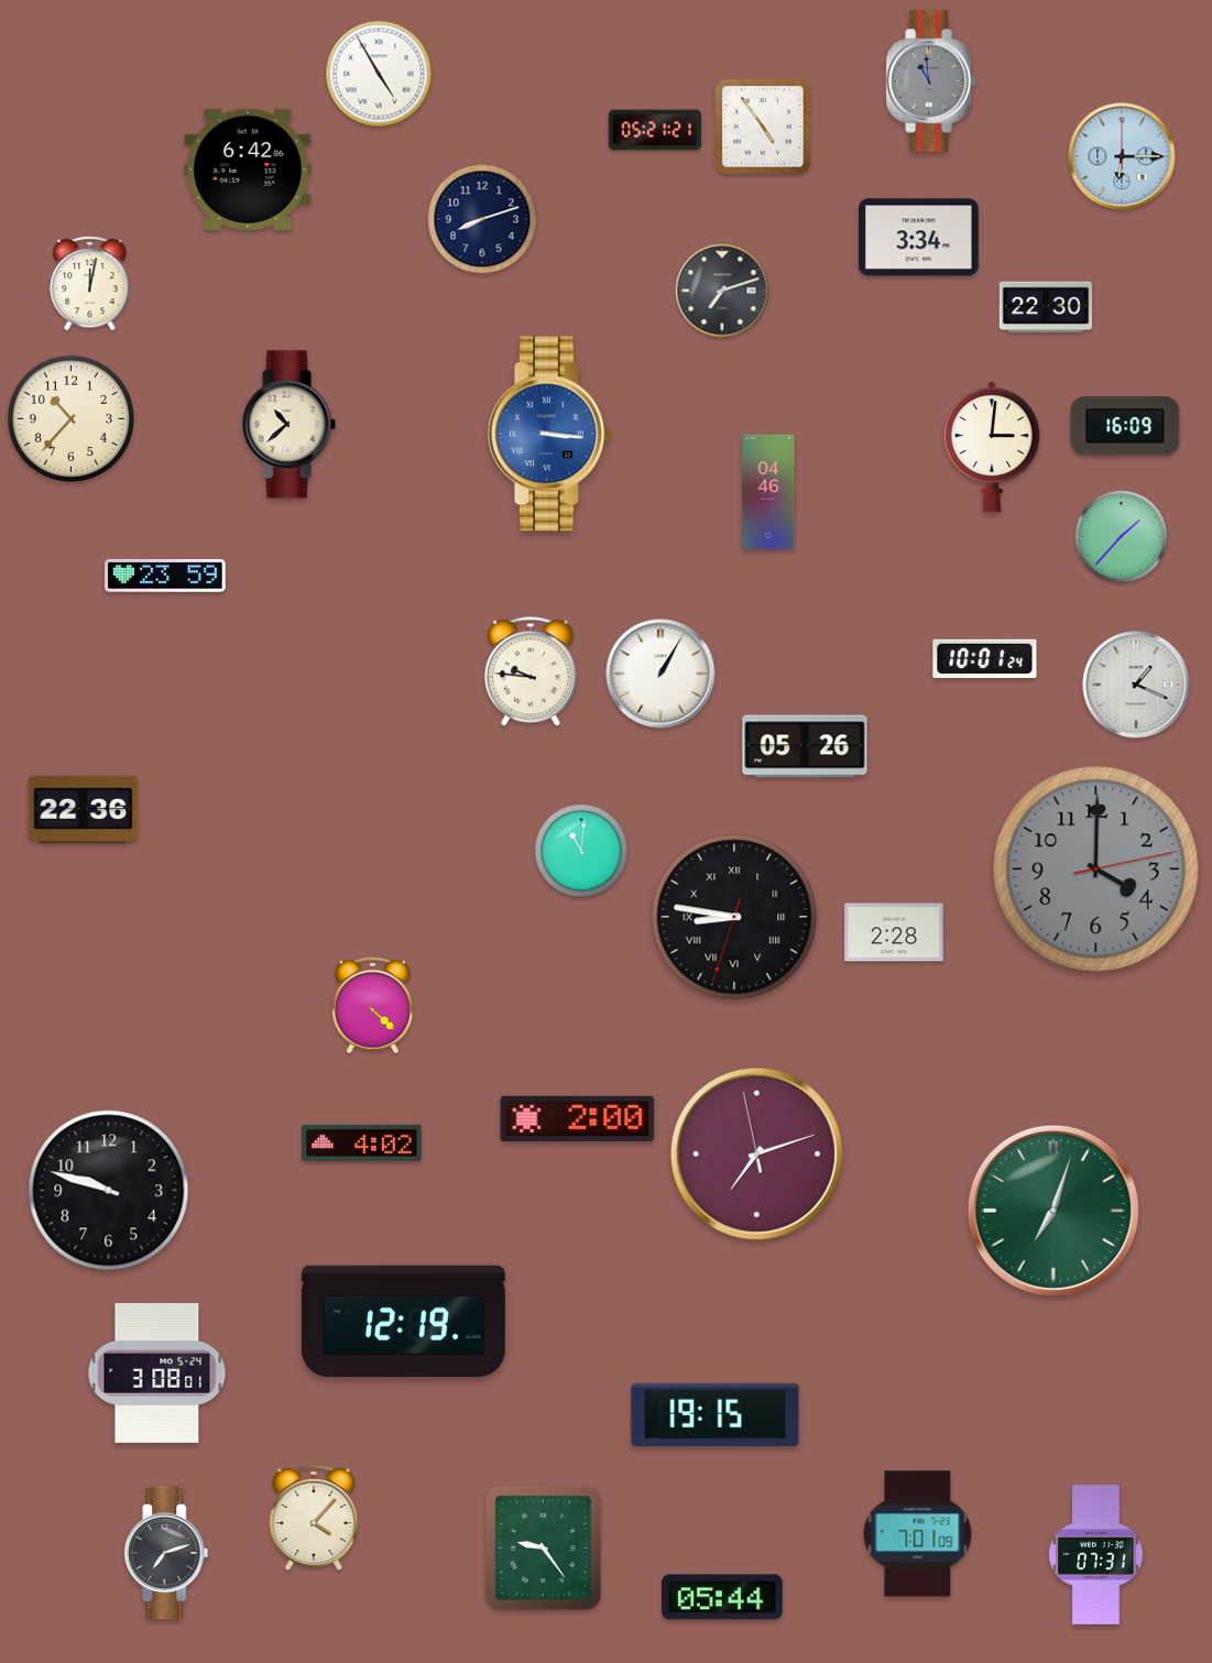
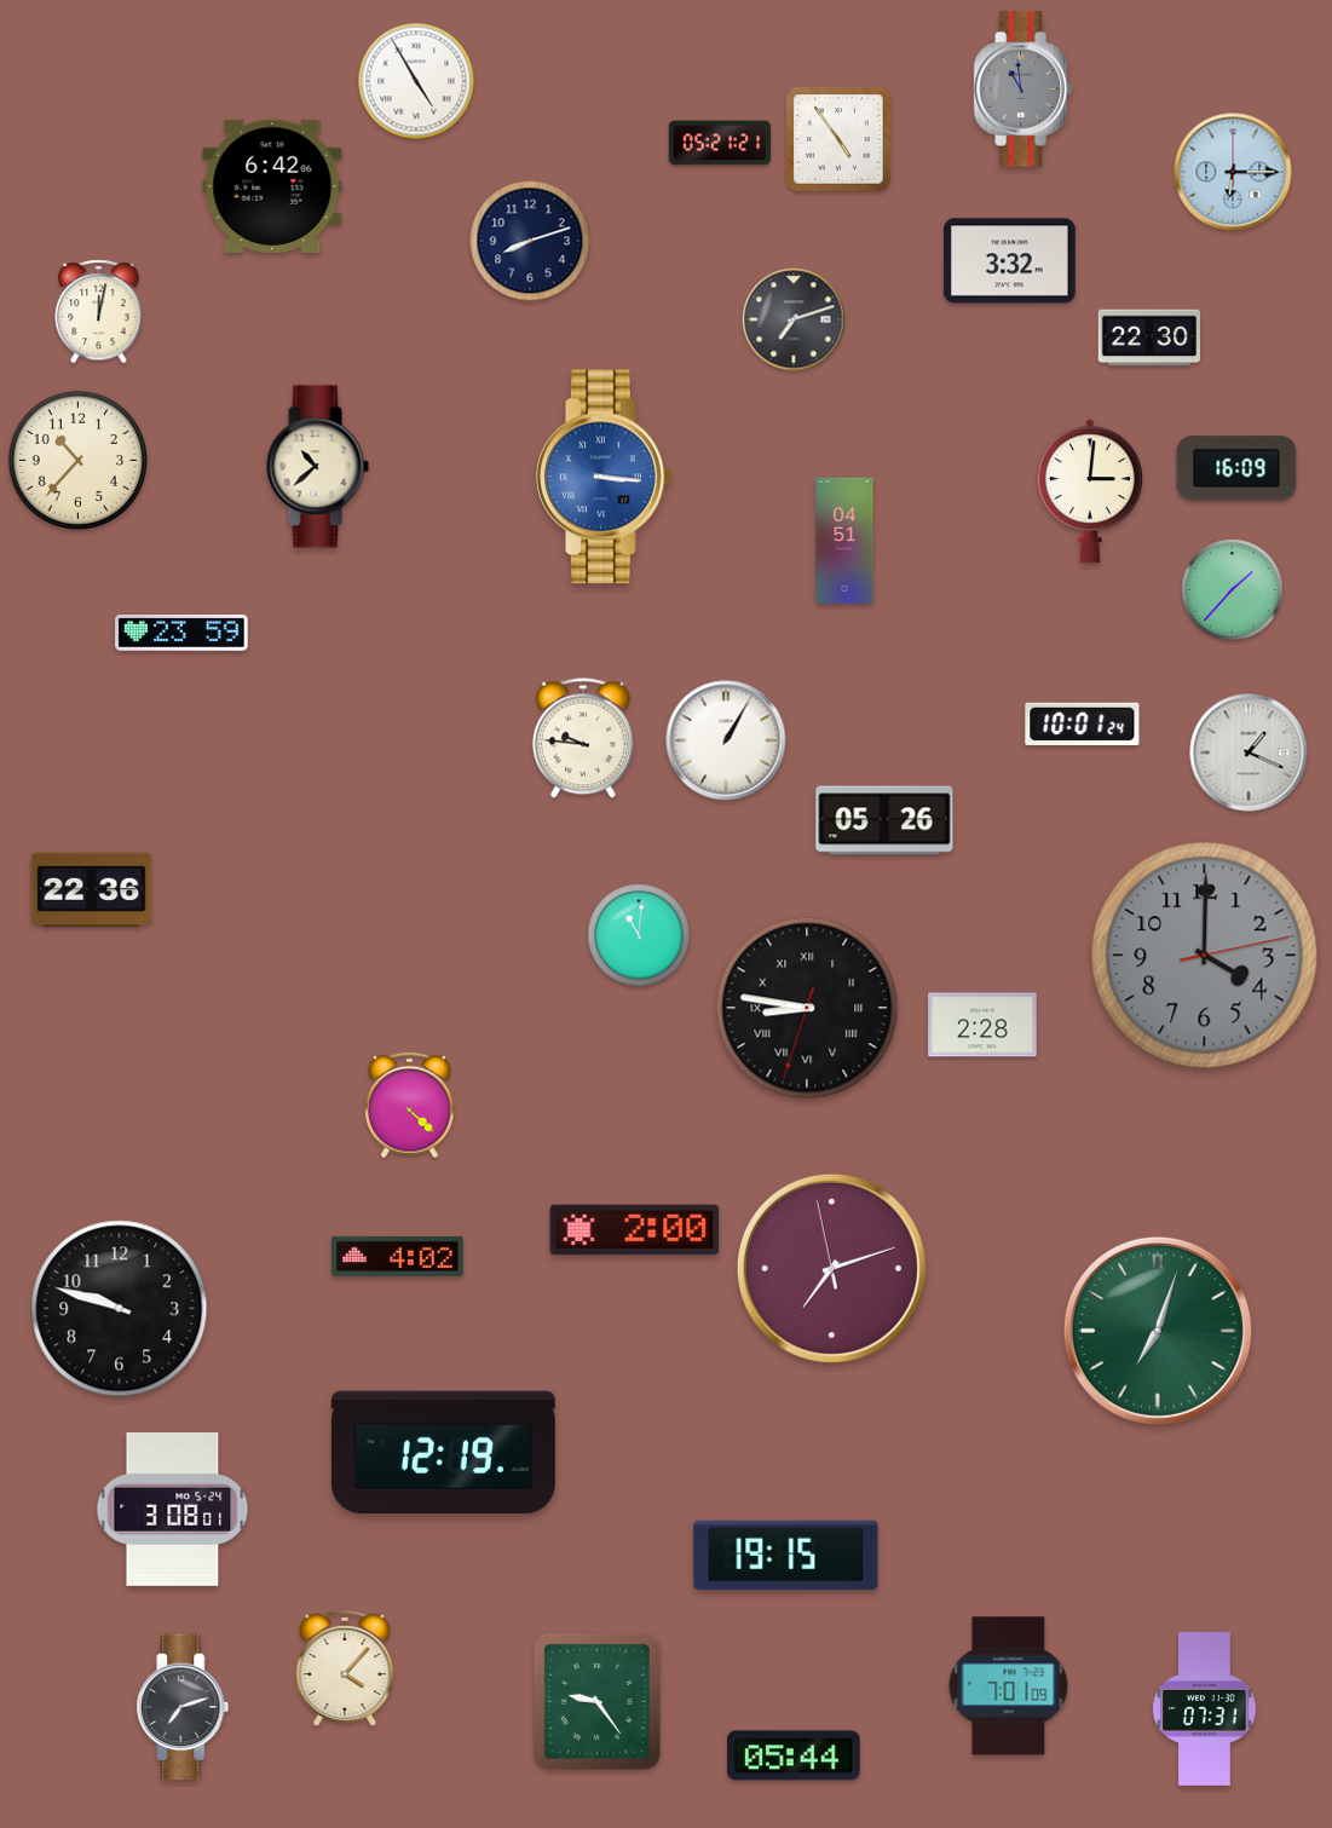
clock at (919, 238): 3:34 -> 3:32
clock at (768, 491): 04:46 -> 04:51
